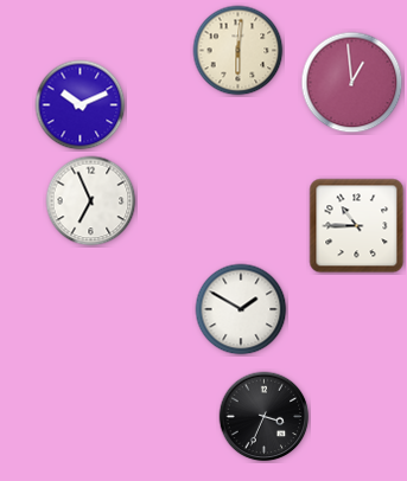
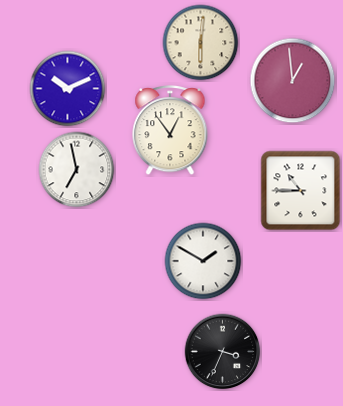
clock at (352, 83) position: (352, 83) -> (293, 81)
clock at (170, 131): none -> 12:54
clock at (91, 201): 6:56 -> 6:58
